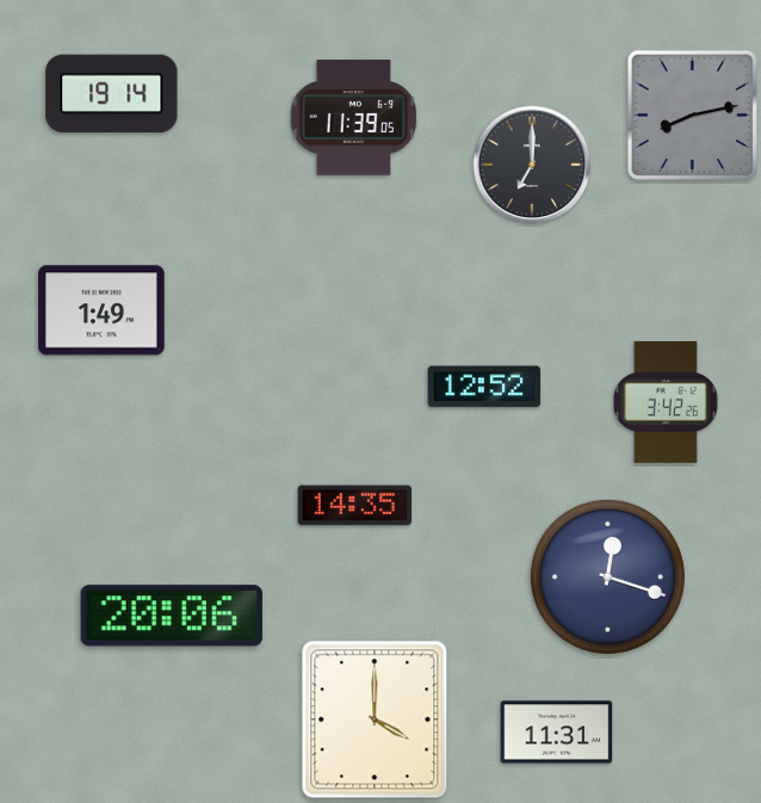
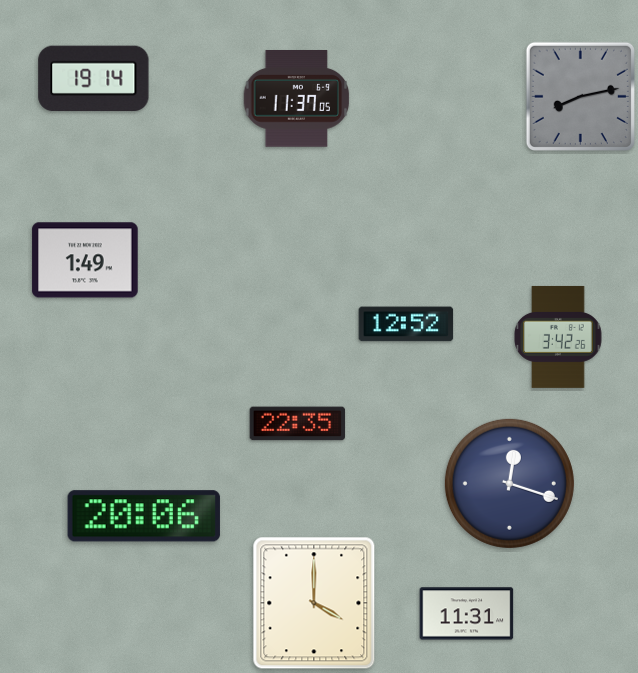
clock at (354, 118): 11:39 -> 11:37
clock at (532, 165): 7:00 -> none
clock at (355, 506): 14:35 -> 22:35
